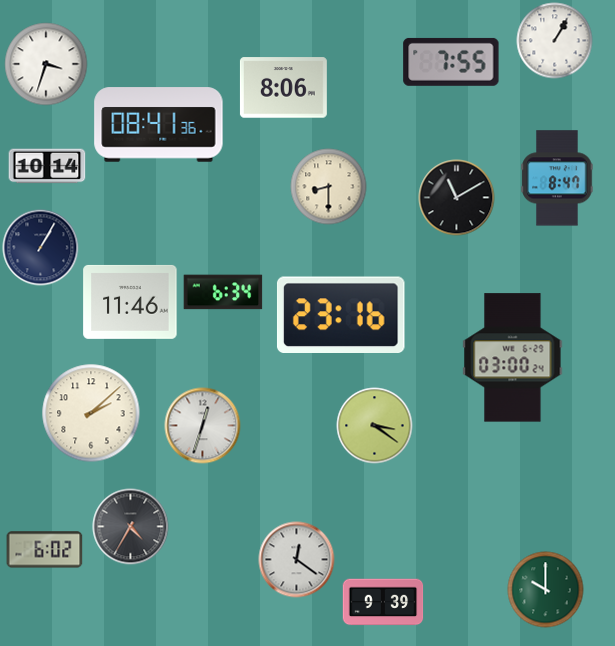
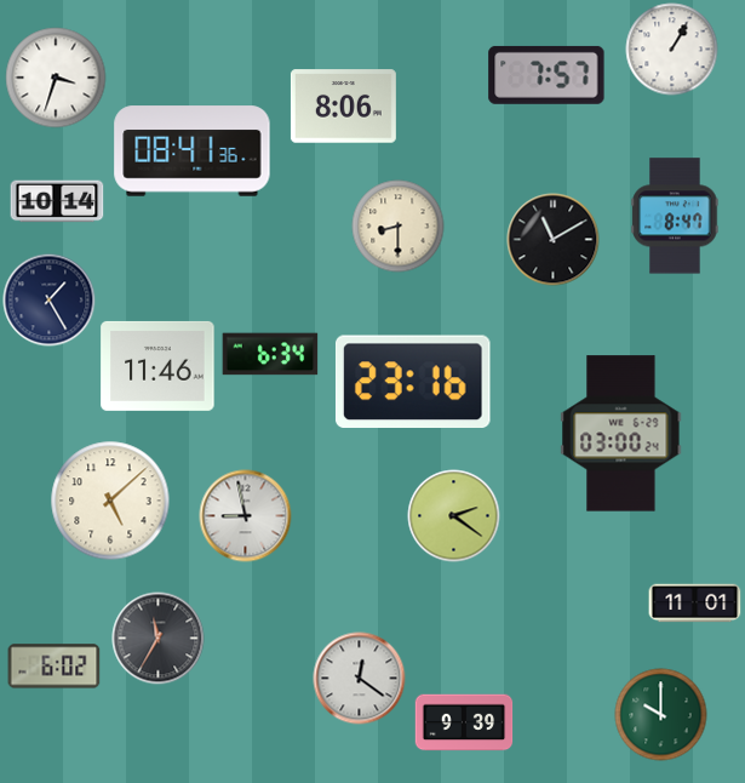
clock at (451, 62): 7:55 -> 7:57
clock at (41, 248): 1:05 -> 1:25
clock at (91, 413): 2:08 -> 5:08
clock at (203, 426): 12:33 -> 8:58
clock at (375, 426): 3:21 -> 2:21
clock at (695, 604): none -> 11:01
clock at (131, 527): 4:35 -> 11:35
clock at (383, 602) position: (383, 602) -> (464, 722)
